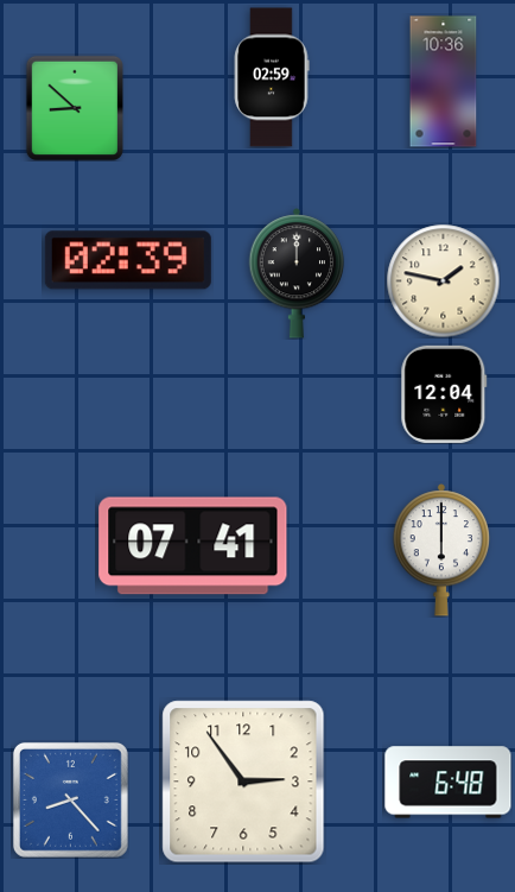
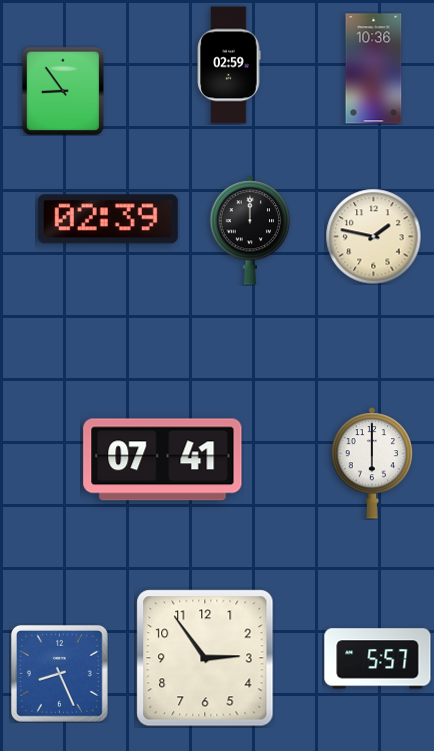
clock at (75, 107): 8:52 -> 8:54
clock at (444, 394): 12:04 -> none
clock at (449, 783): 6:48 -> 5:57
clock at (70, 799): 8:23 -> 8:26
